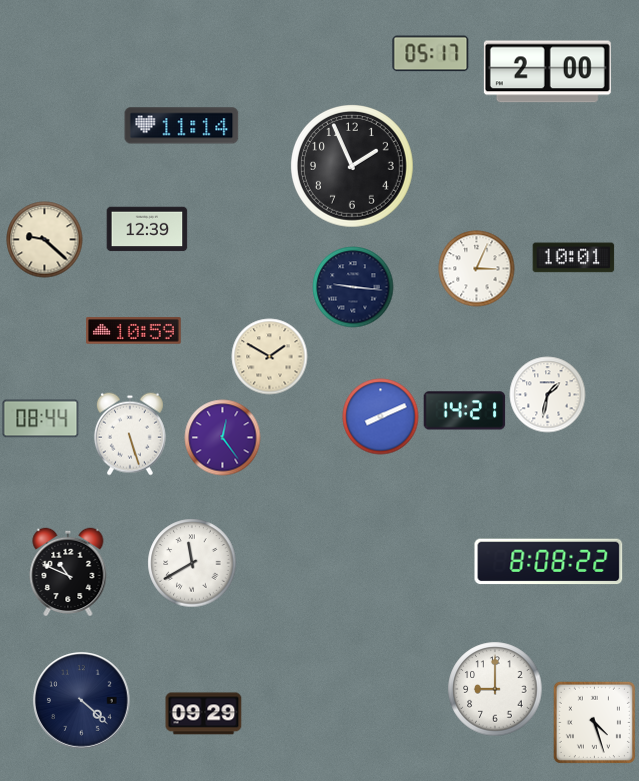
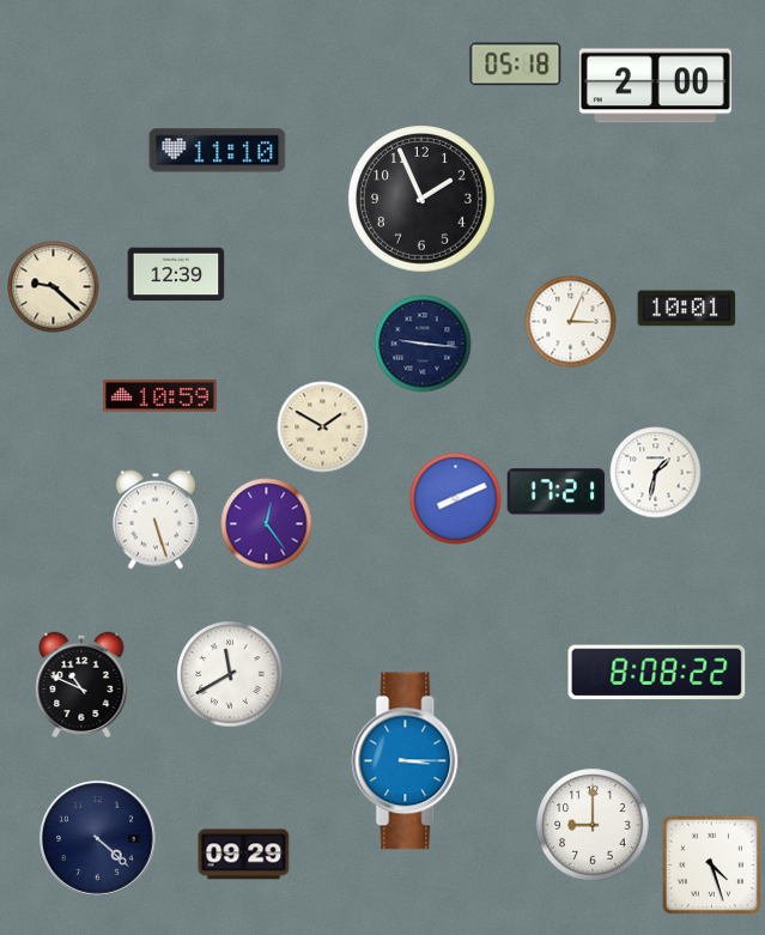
clock at (431, 54): 05:17 -> 05:18
clock at (182, 126): 11:14 -> 11:10
clock at (465, 411): 14:21 -> 17:21
clock at (41, 419): 08:44 -> none
clock at (408, 761): none -> 3:15
